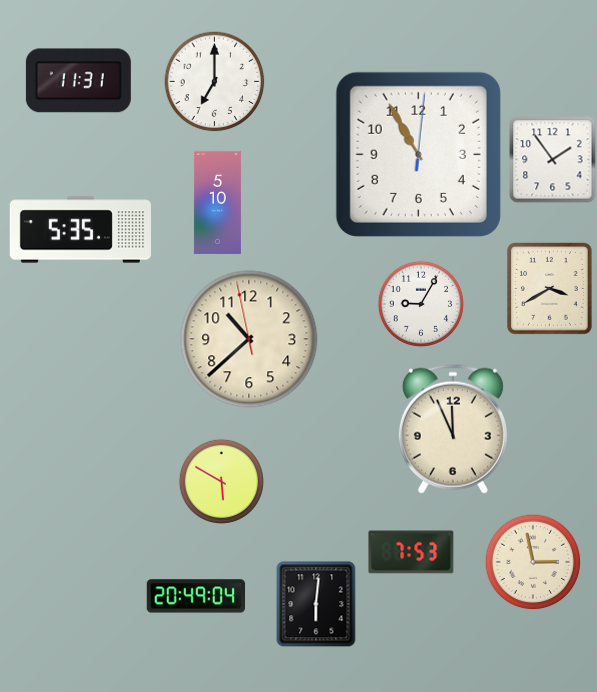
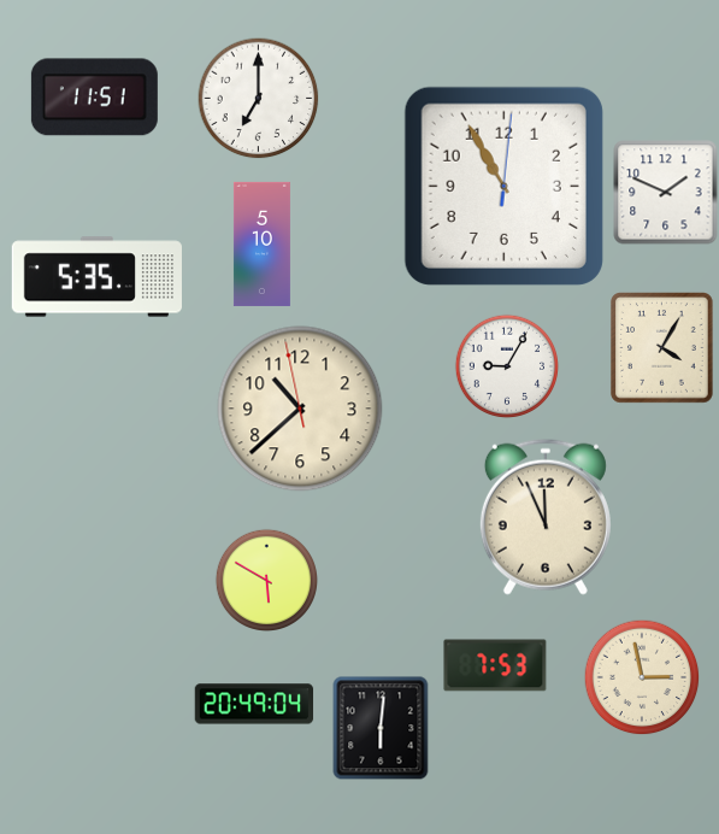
clock at (78, 81): 11:31 -> 11:51
clock at (553, 160): 1:54 -> 1:49
clock at (550, 289): 3:40 -> 4:05
clock at (196, 596) position: (196, 596) -> (254, 704)
